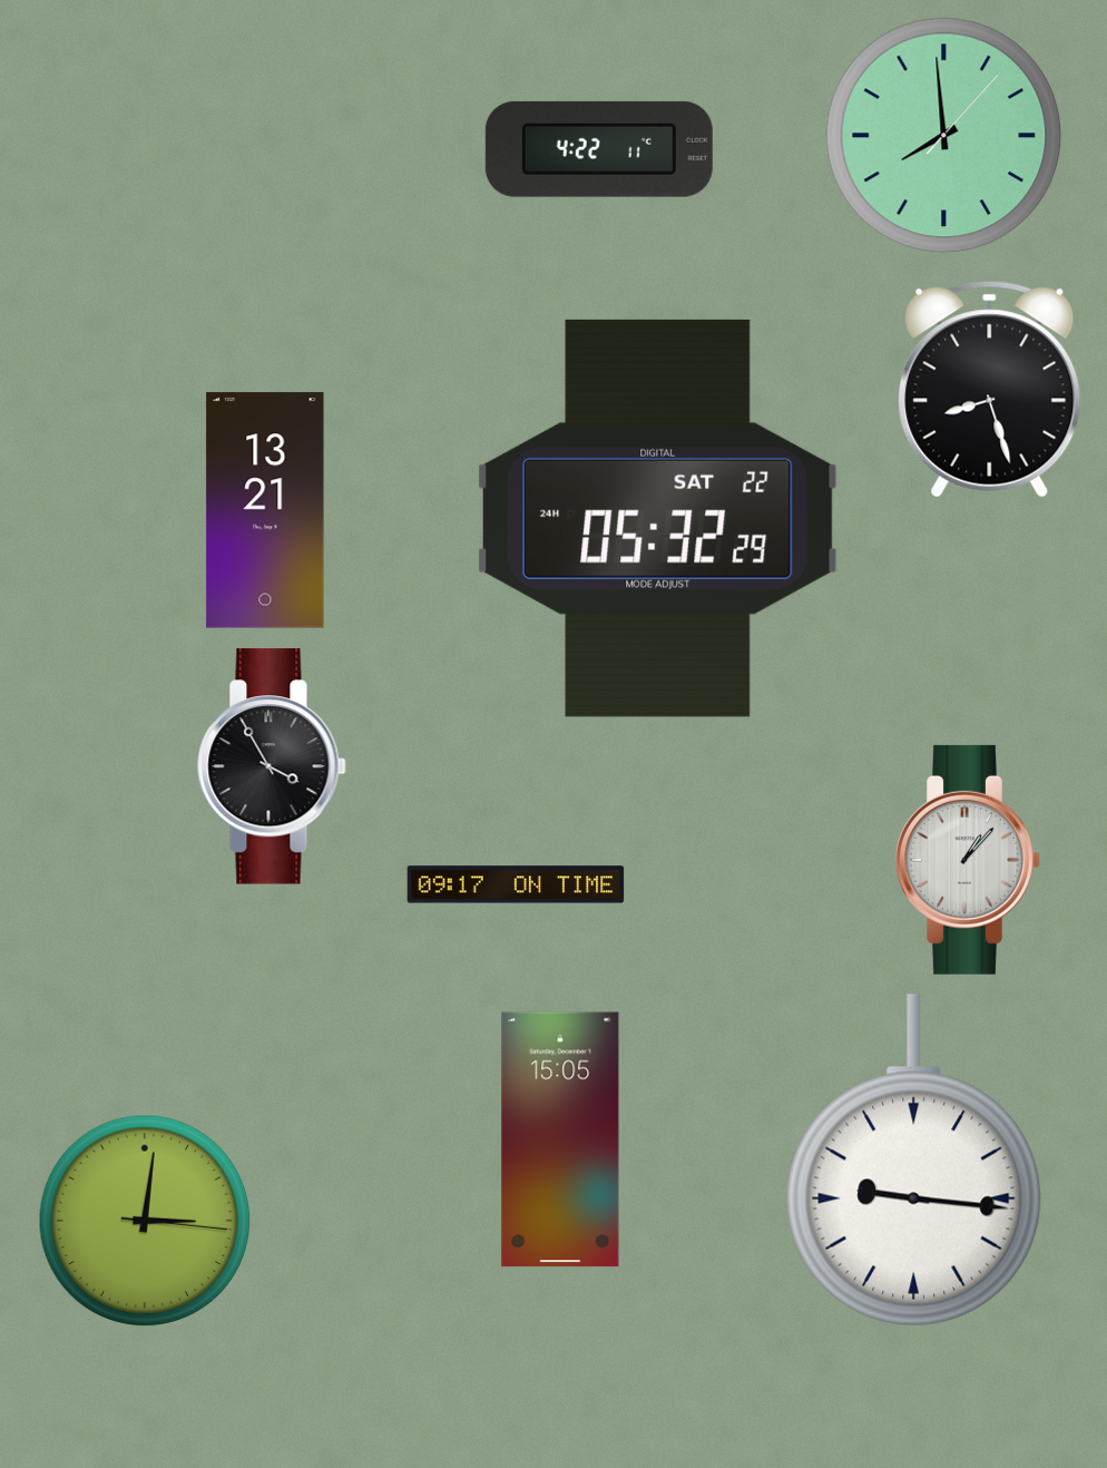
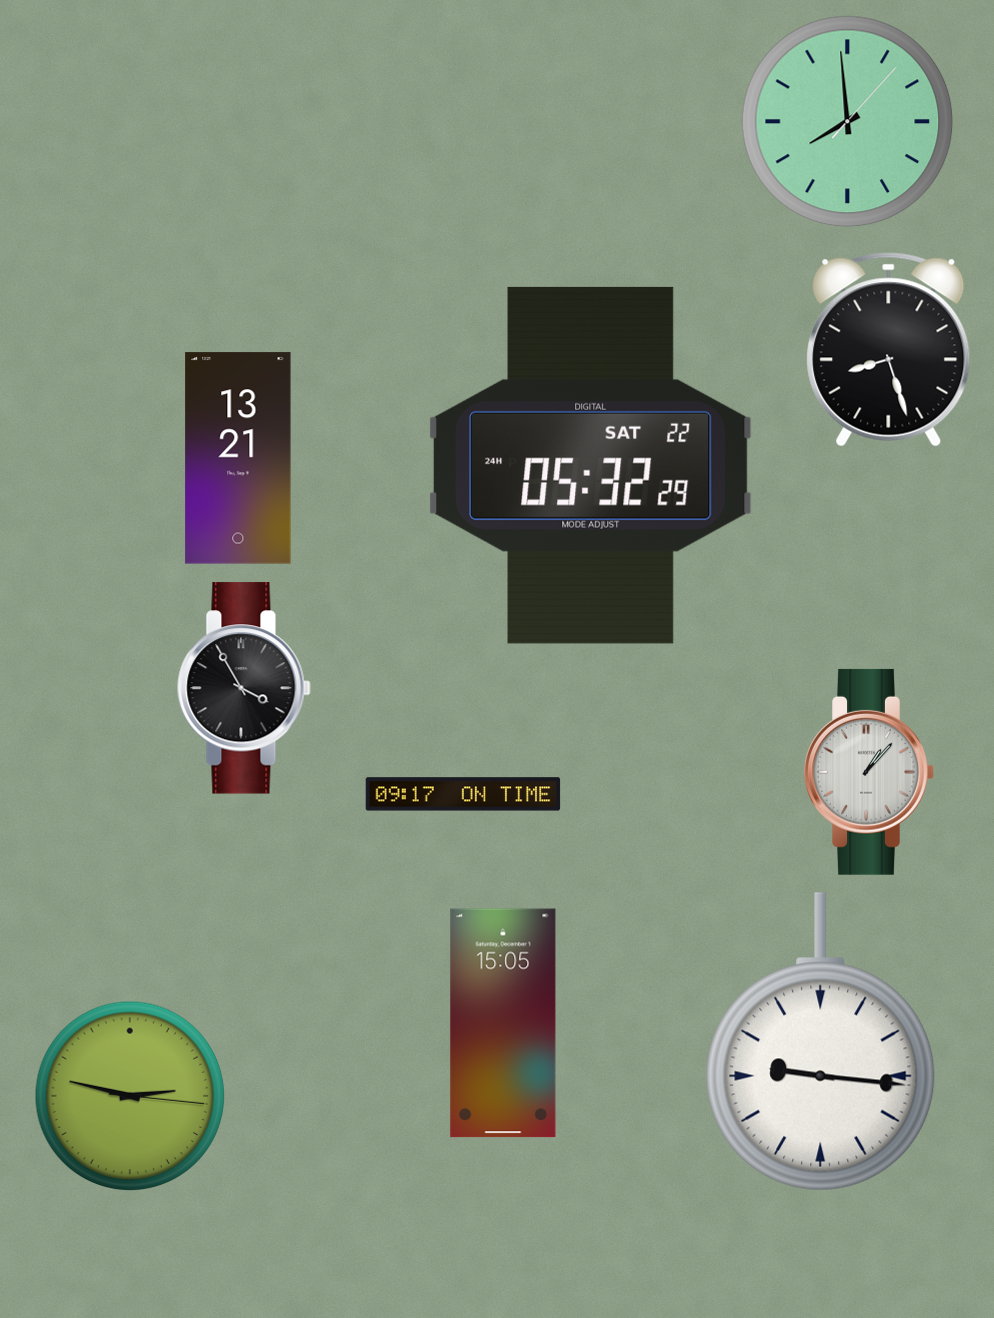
clock at (599, 149): 4:22 -> none
clock at (145, 1221): 3:01 -> 2:47
